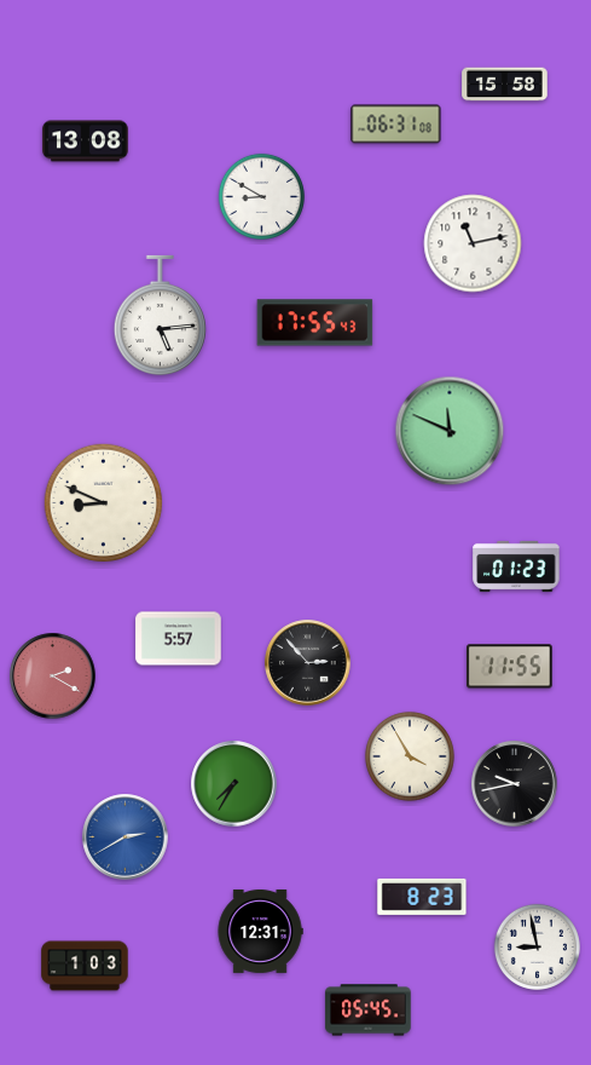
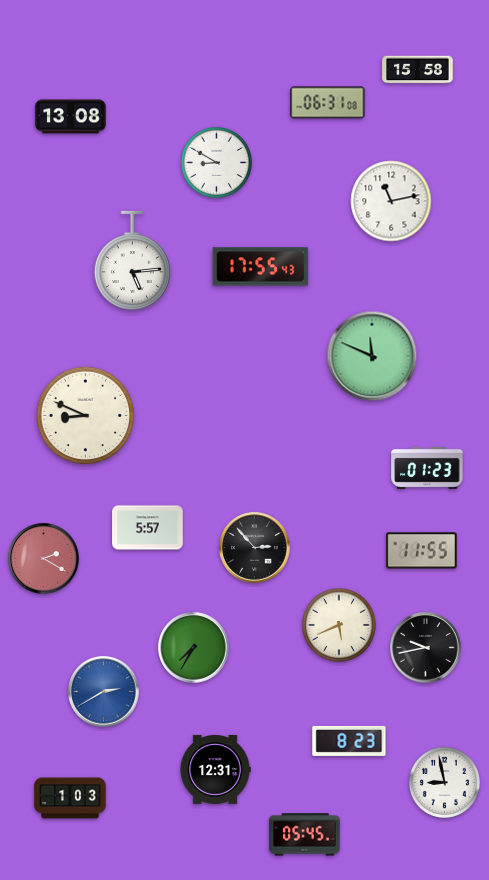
clock at (410, 756): 3:55 -> 5:41
